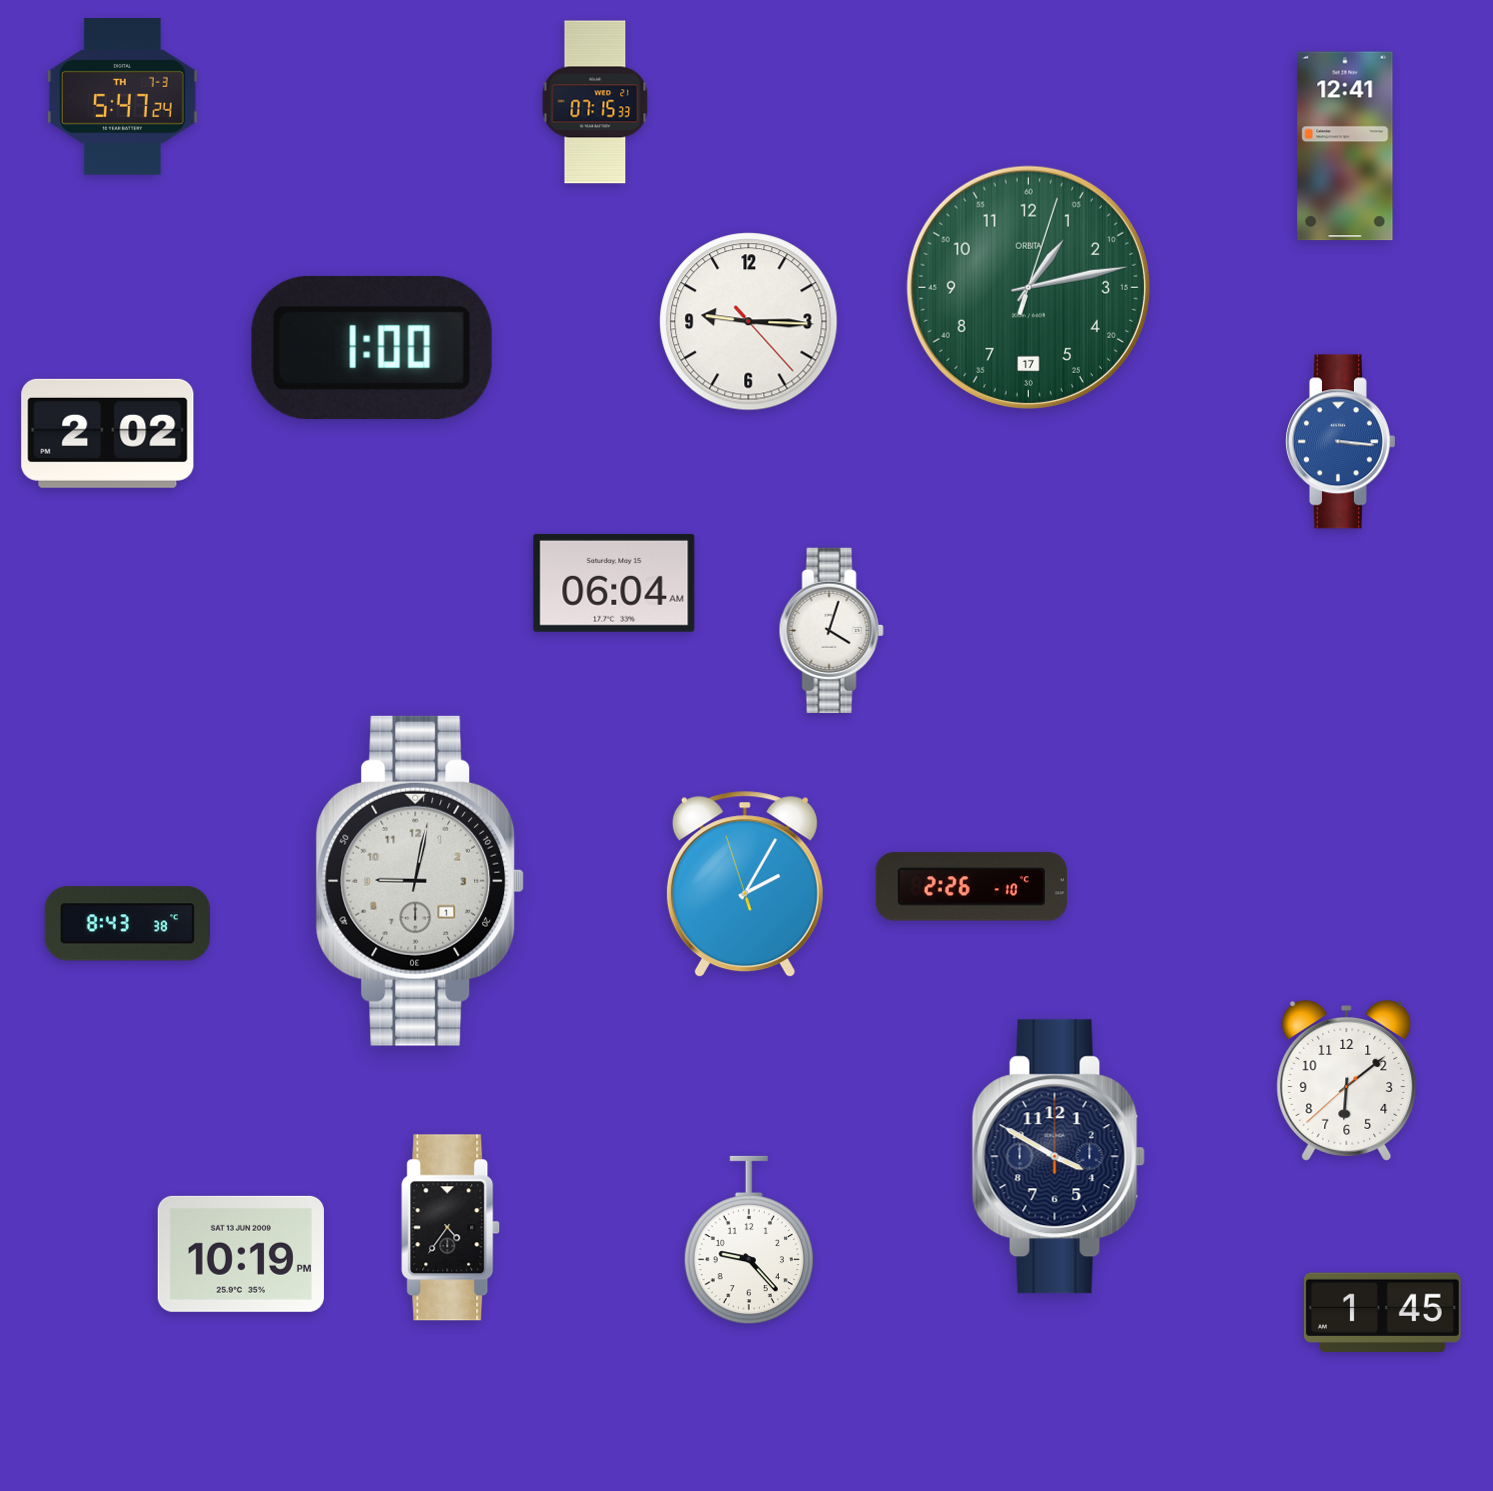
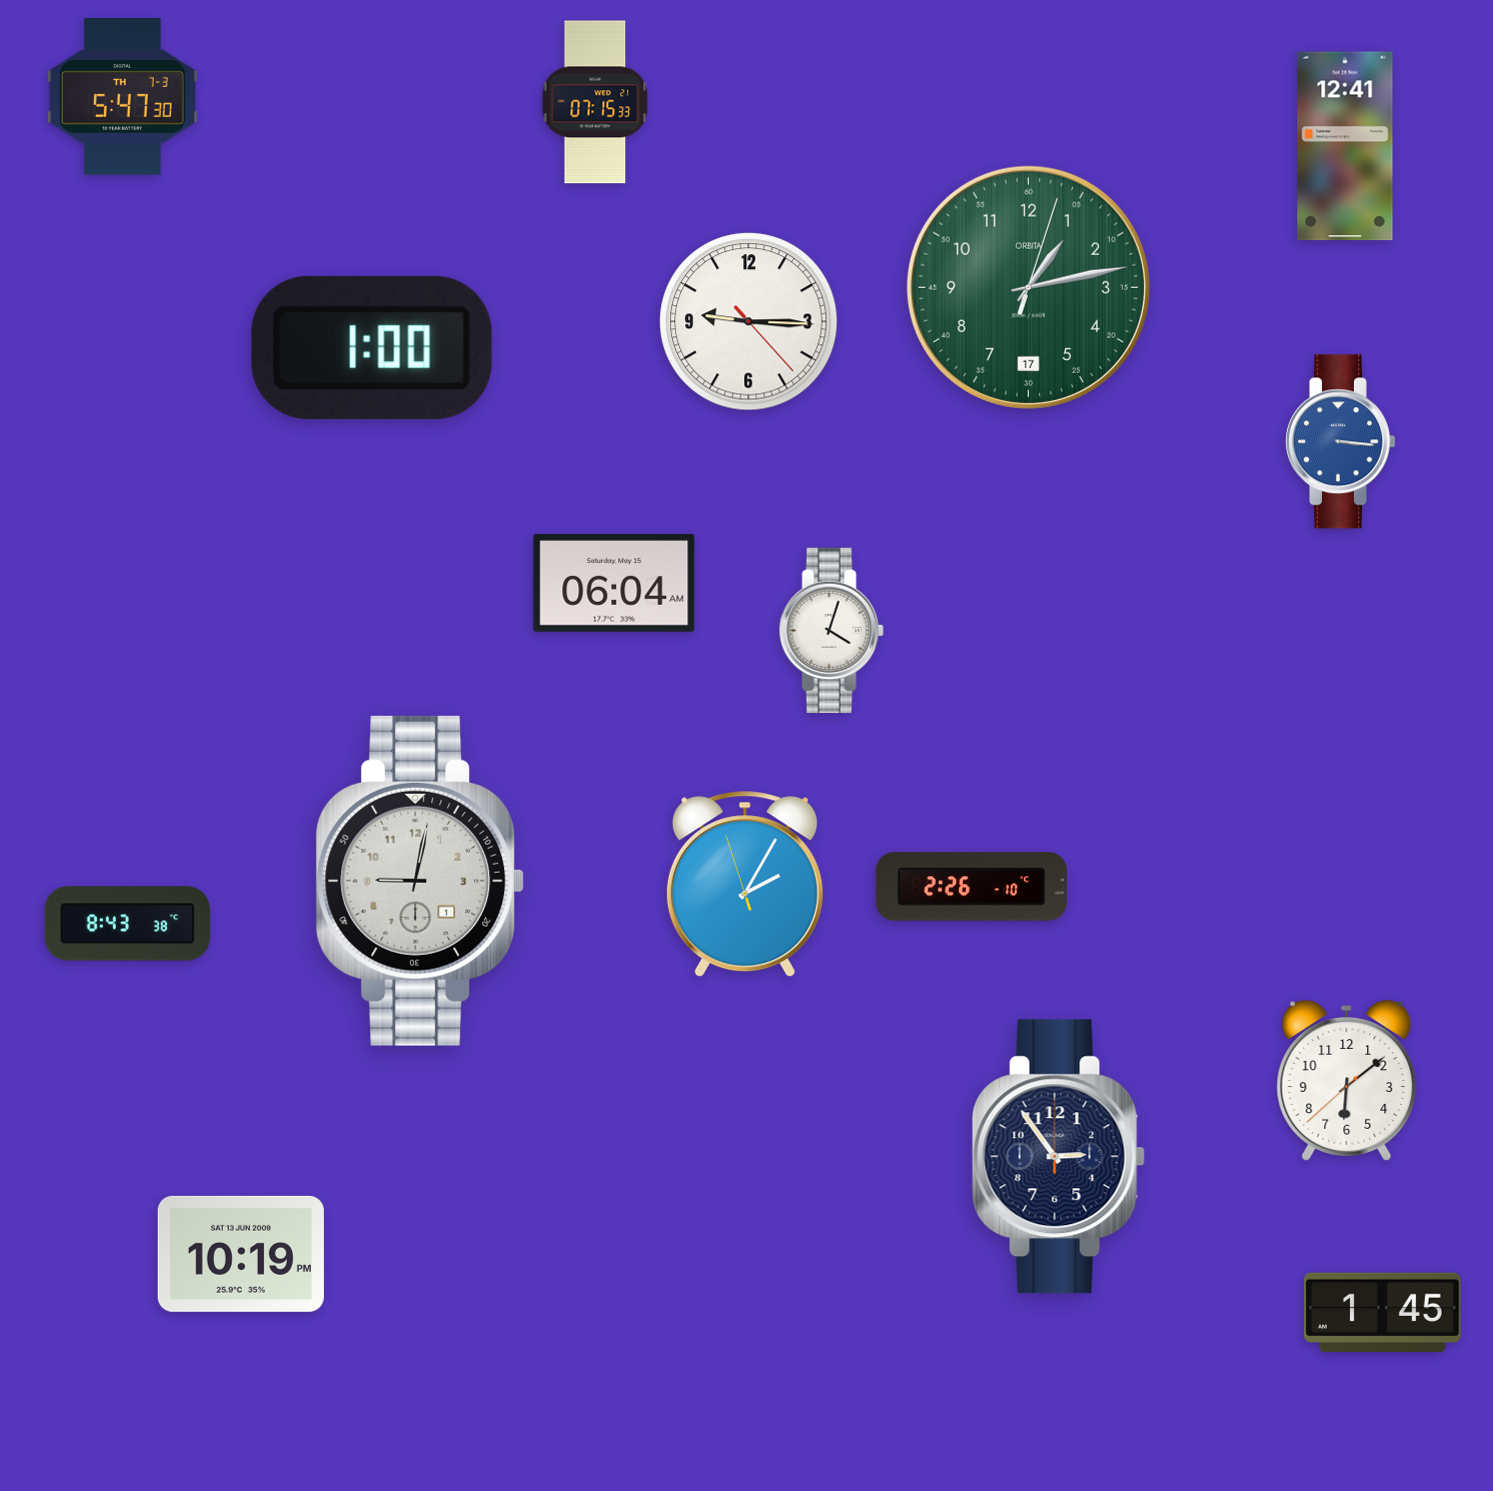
clock at (122, 97): 5:47:24 -> 5:47:30
clock at (108, 433): 2:02 -> none
clock at (1058, 1157): 3:50 -> 2:54
clock at (451, 1228): 4:36 -> none
clock at (749, 1240): 9:23 -> none
